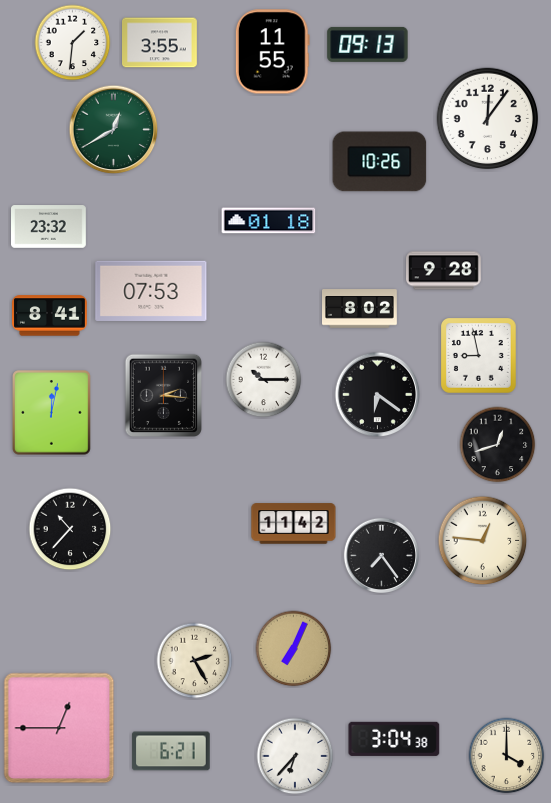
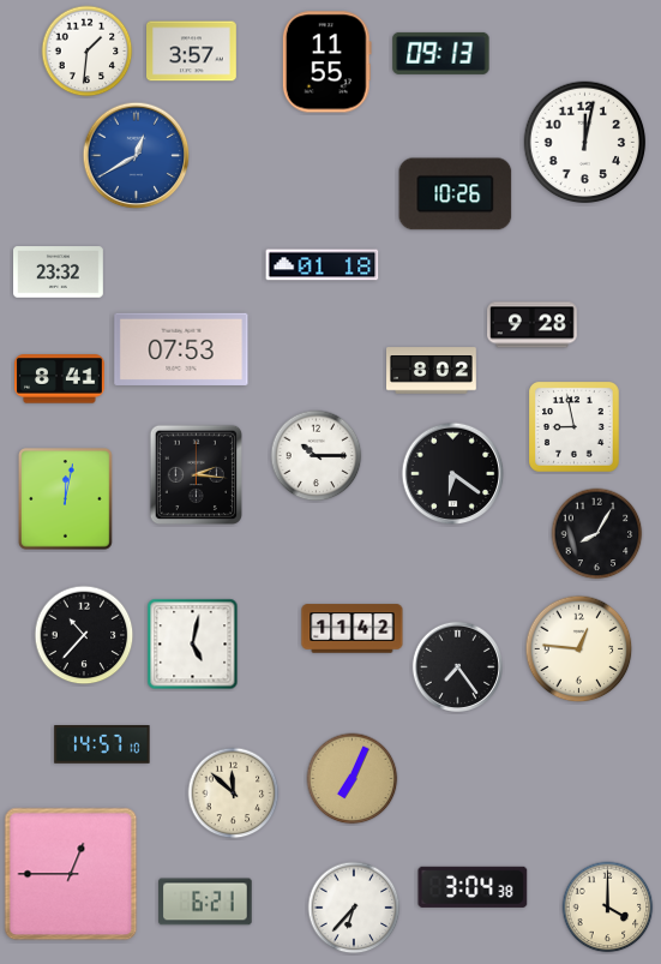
clock at (160, 43): 3:55 -> 3:57
clock at (488, 119): 12:06 -> 12:02
clock at (114, 130) dial: green -> blue
clock at (52, 413) position: (52, 413) -> (66, 499)
clock at (498, 445): 12:42 -> 8:05
clock at (193, 645): none -> 5:02
clock at (102, 746): none -> 14:57
clock at (195, 661): 2:25 -> 11:52
